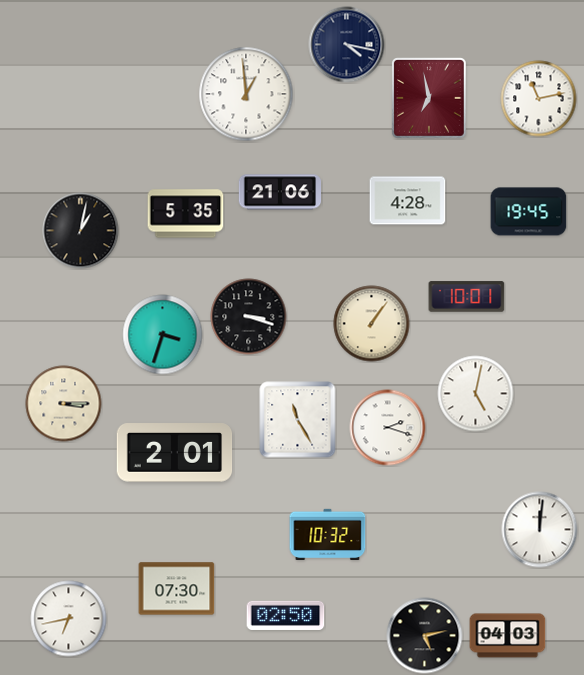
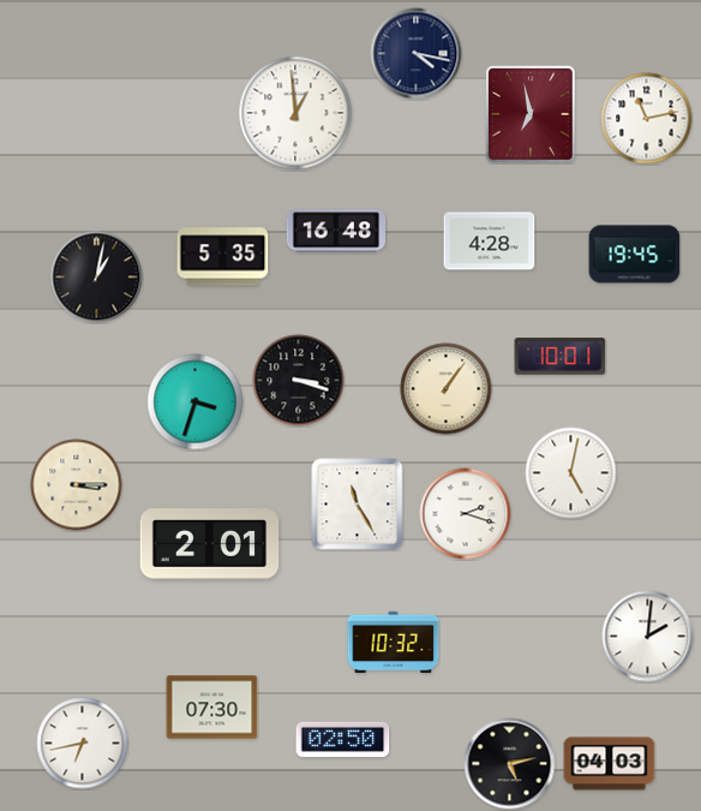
clock at (430, 99) position: (430, 99) -> (532, 115)
clock at (279, 192): 21:06 -> 16:48
clock at (540, 530): 12:01 -> 2:01
